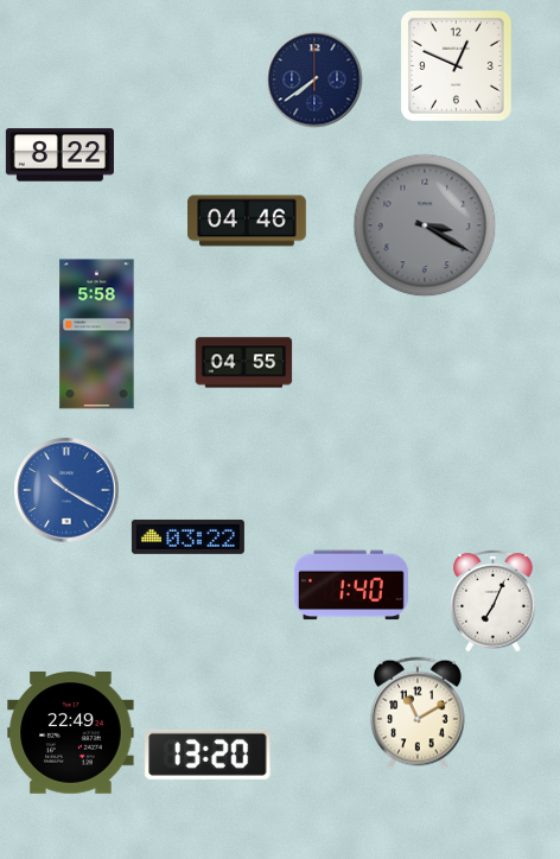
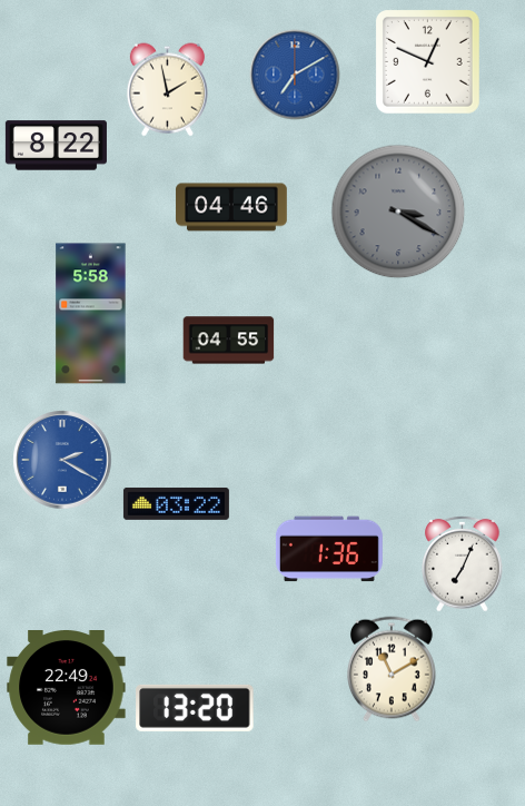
clock at (314, 79): 7:39 -> 7:10
clock at (314, 79) dial: navy -> blue
clock at (167, 89): none -> 1:58
clock at (66, 490): 10:20 -> 2:20
clock at (351, 585): 1:40 -> 1:36
